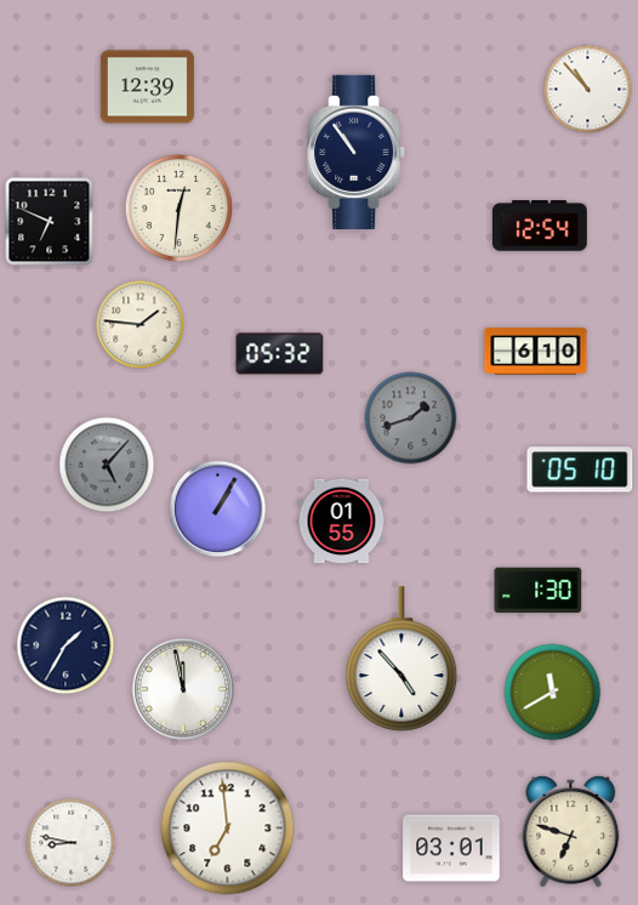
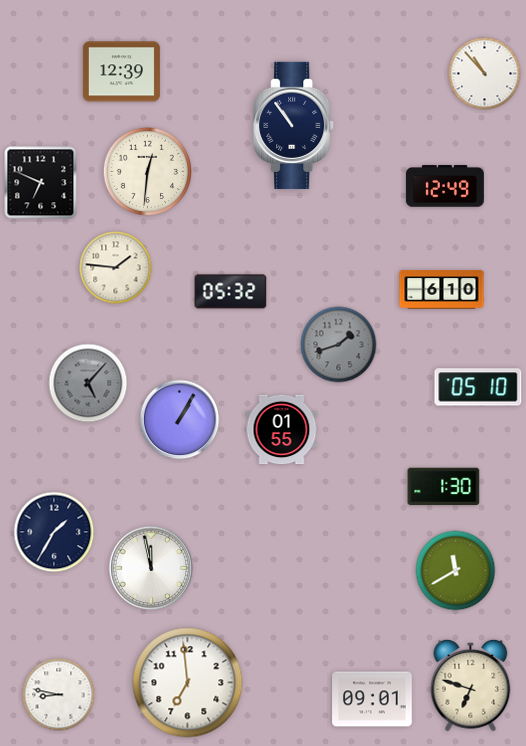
clock at (540, 226): 12:54 -> 12:49
clock at (401, 659): 4:53 -> none
clock at (451, 848): 03:01 -> 09:01
